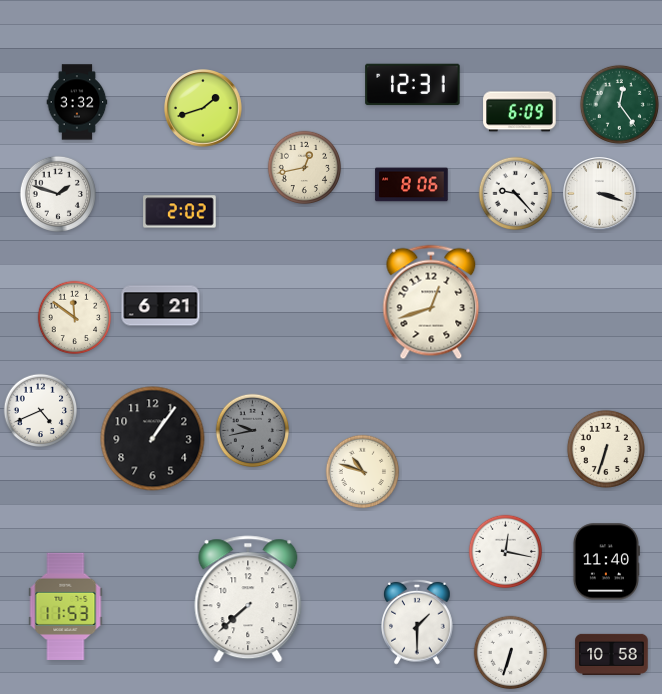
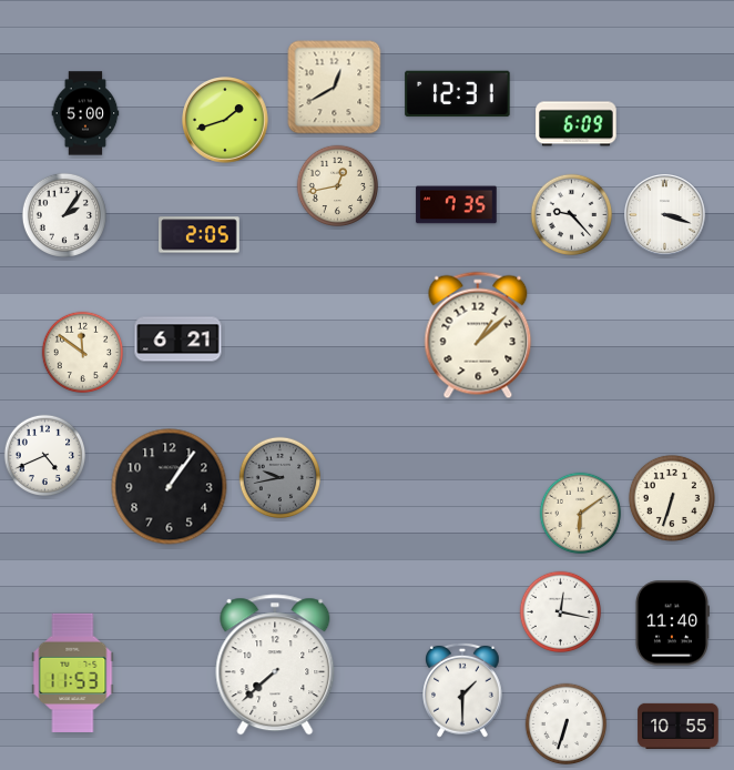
clock at (335, 88): none -> 12:40
clock at (77, 102): 3:32 -> 5:00
clock at (619, 104): 12:24 -> none
clock at (412, 185): 8:06 -> 7:35
clock at (58, 194): 1:48 -> 2:06
clock at (180, 212): 2:02 -> 2:05
clock at (431, 302): 12:42 -> 1:08
clock at (581, 514): none -> 6:09
clock at (363, 472): 10:48 -> none
clock at (612, 654): 10:58 -> 10:55
